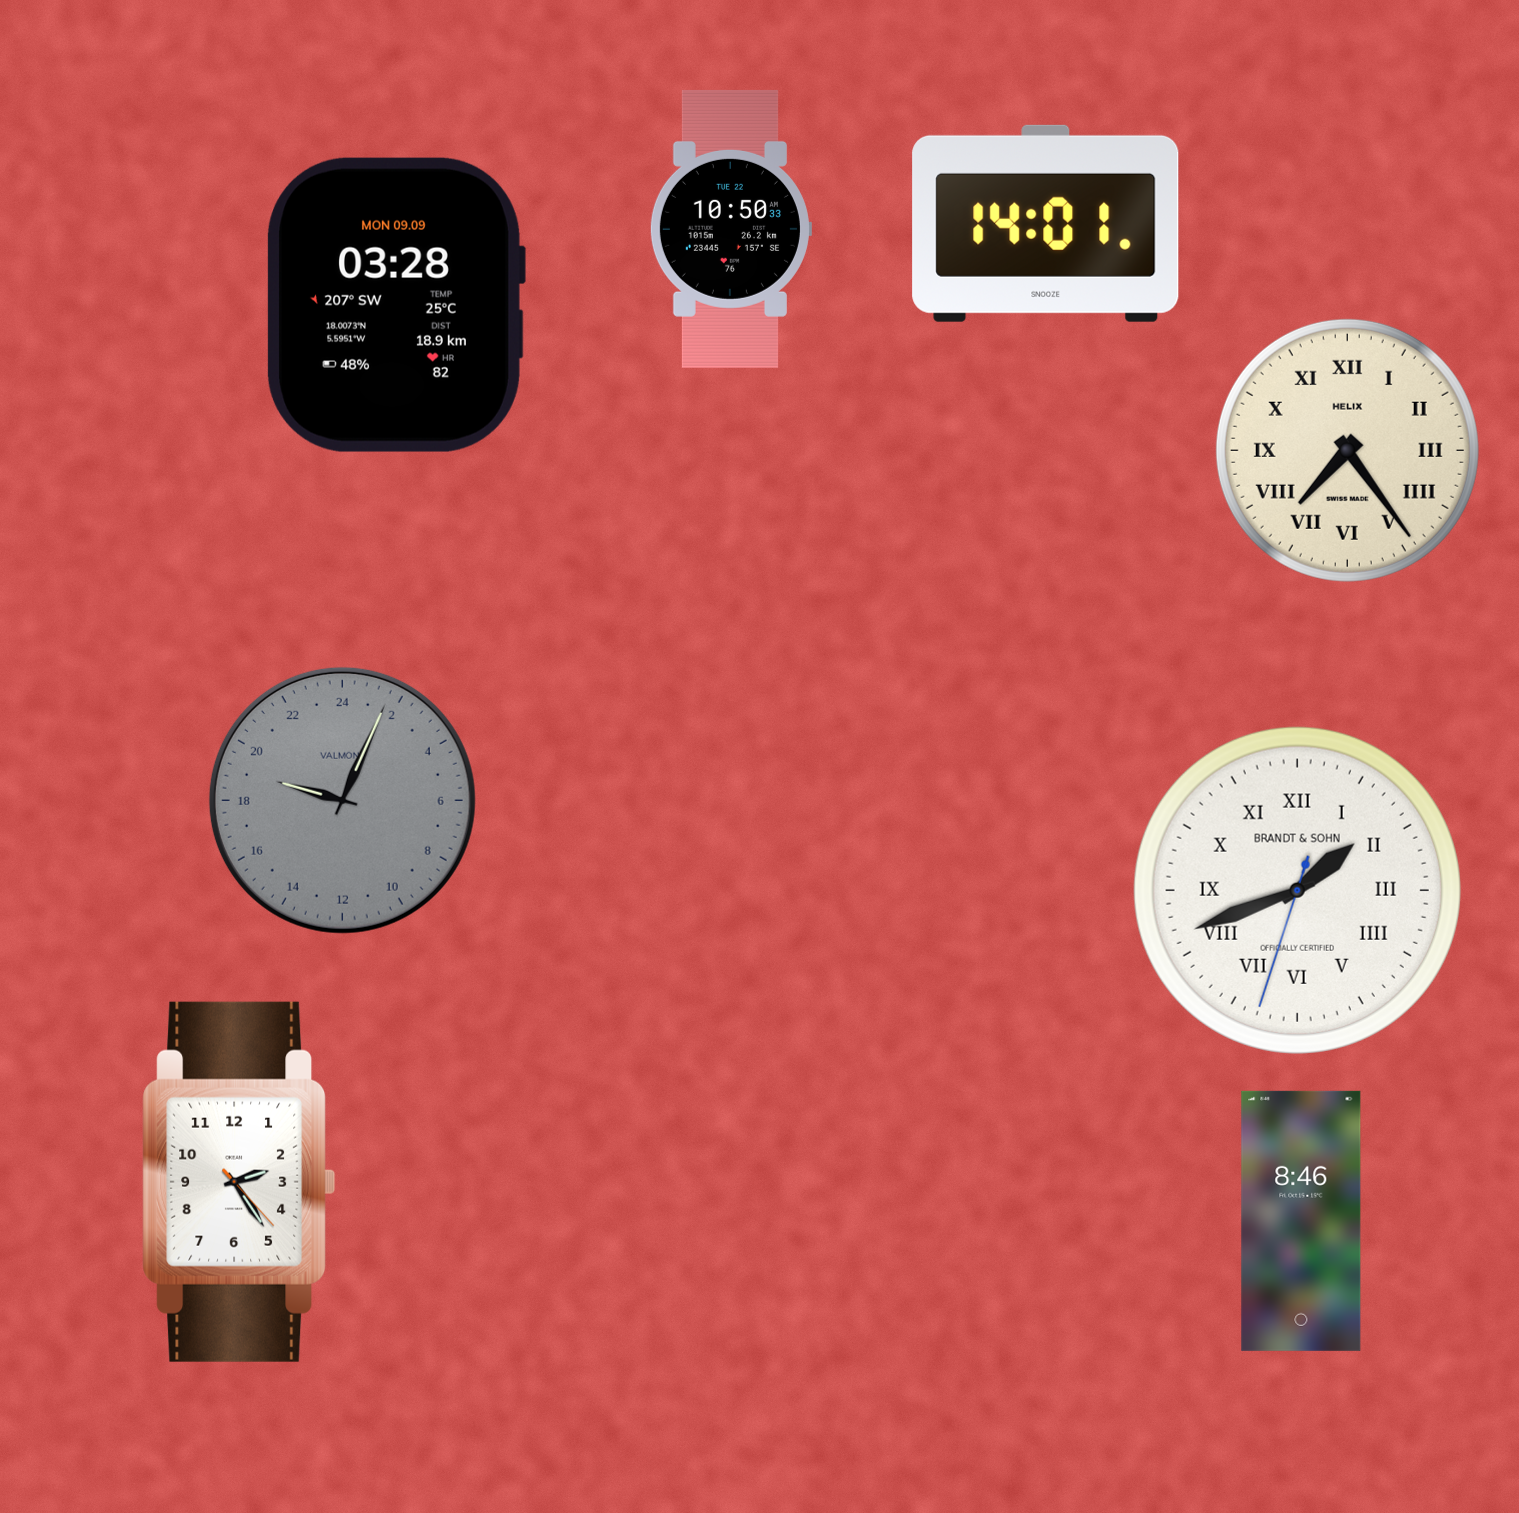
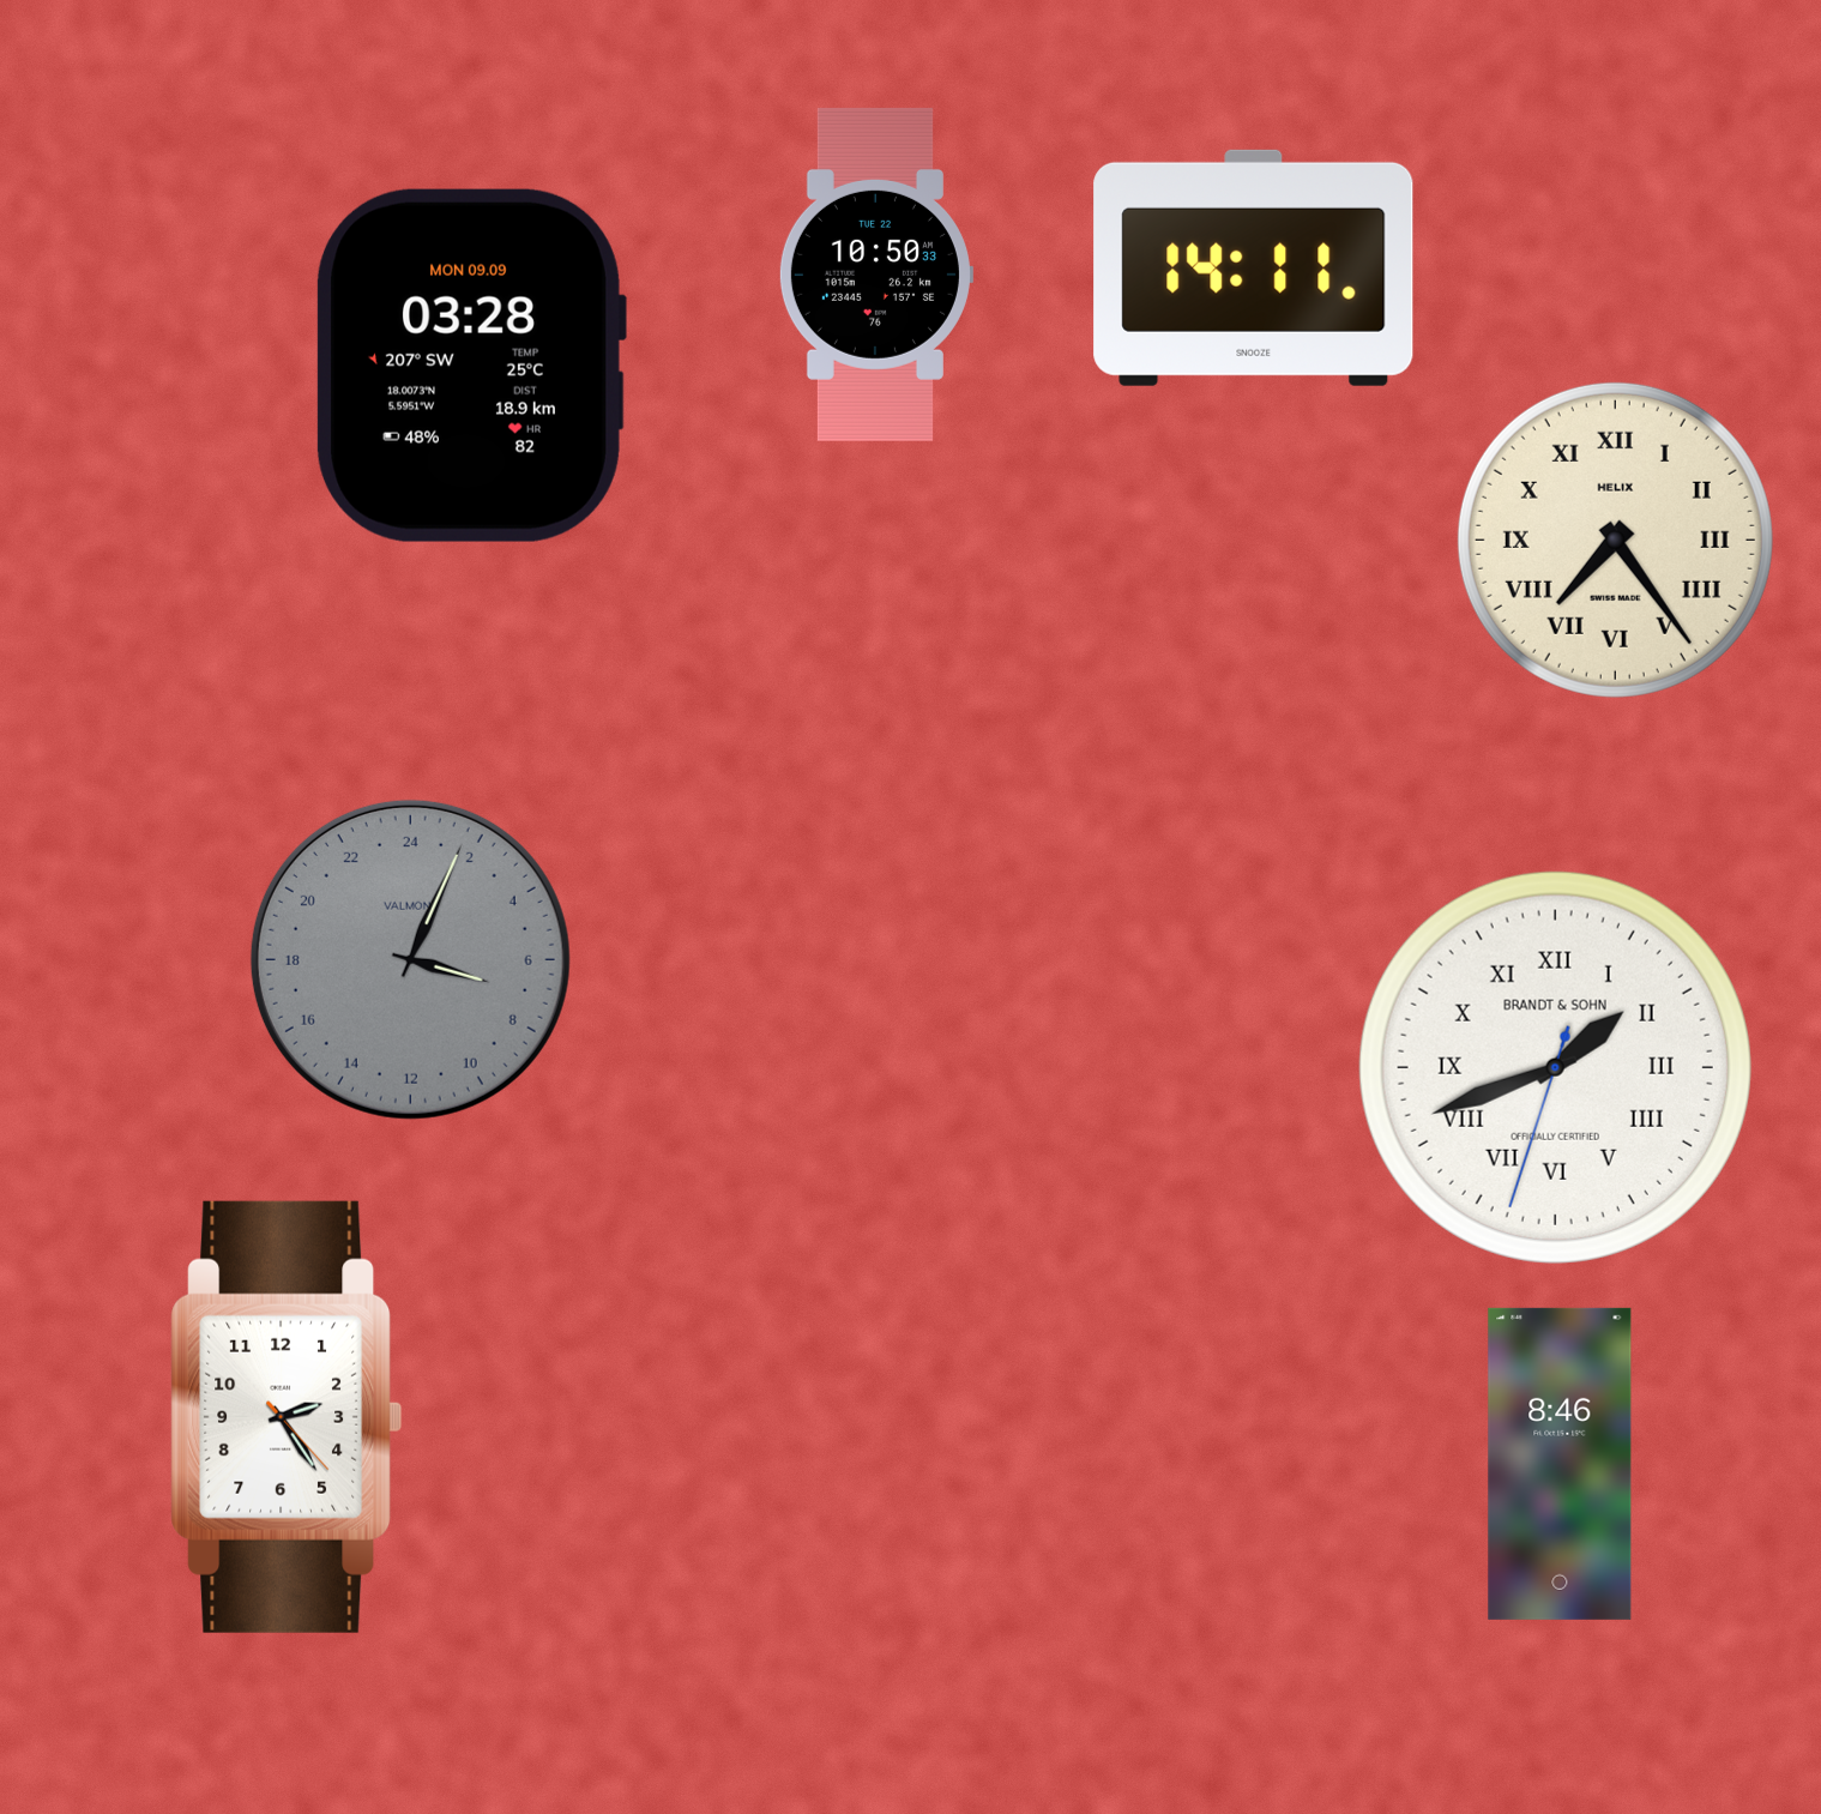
clock at (1046, 223): 14:01 -> 14:11
clock at (396, 305) position: (396, 305) -> (471, 366)
clock at (342, 800): 19:04 -> 7:04
